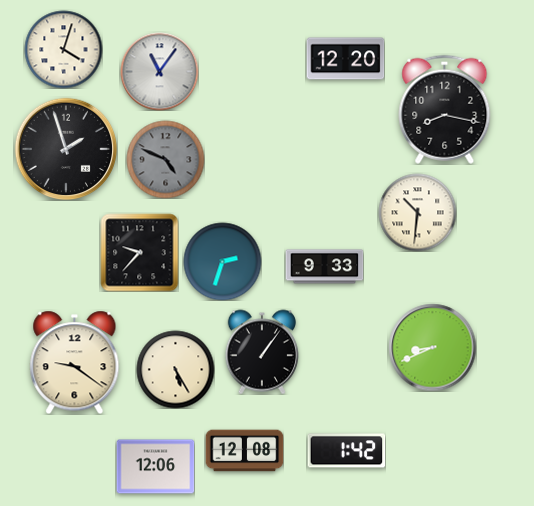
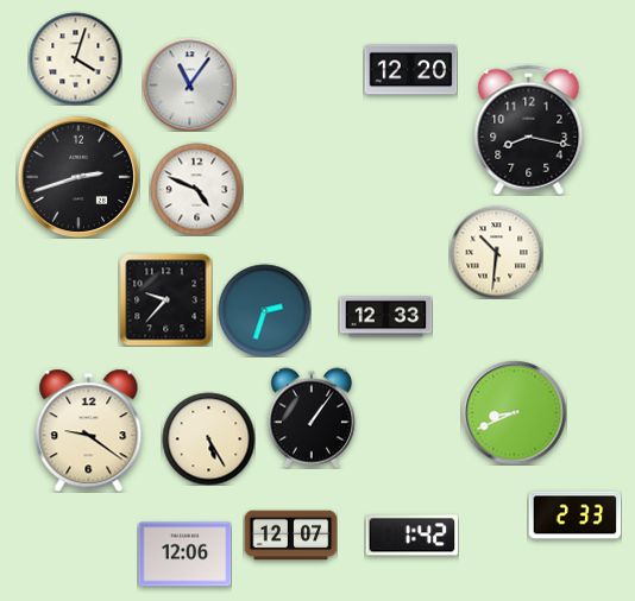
clock at (65, 148): 1:57 -> 2:42
clock at (165, 159) dial: grey -> white
clock at (324, 267): 9:33 -> 12:33
clock at (574, 515): none -> 2:33
clock at (244, 451): 12:08 -> 12:07
